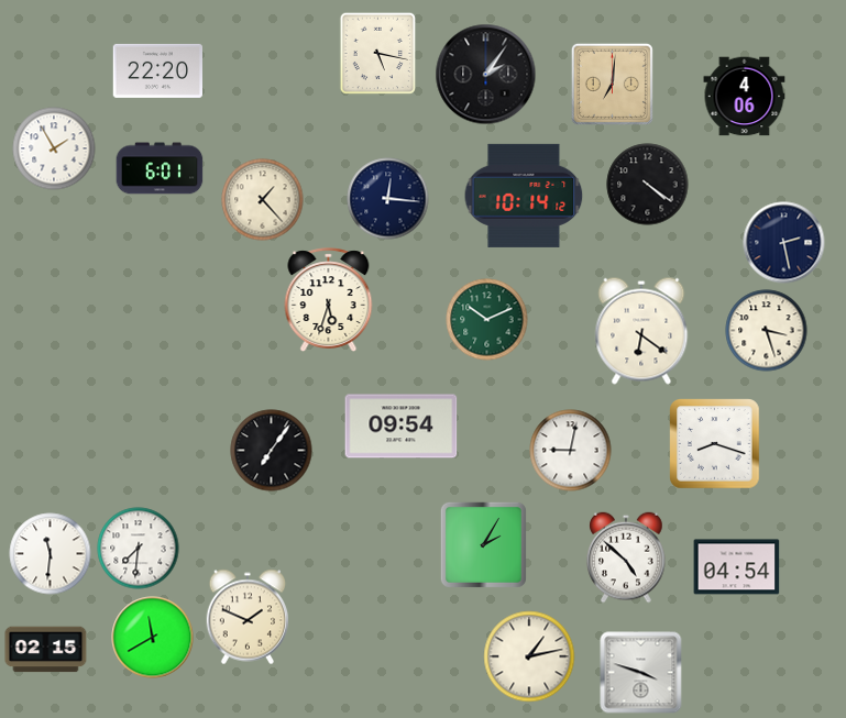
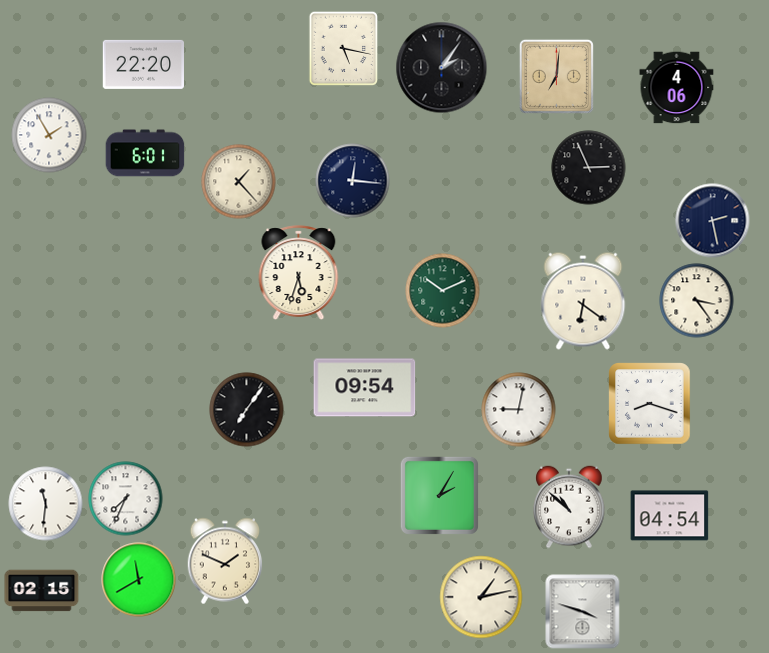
clock at (648, 185): 4:21 -> 2:56
clock at (524, 196): 10:14 -> none
clock at (767, 331): 3:27 -> 3:24
clock at (139, 549): 7:31 -> 7:34
clock at (626, 557): 4:52 -> 10:52
